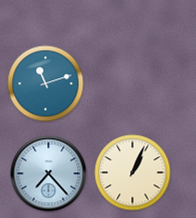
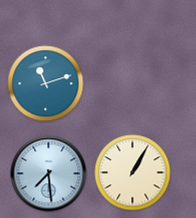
clock at (133, 173): 1:04 -> 1:05
clock at (49, 174): 7:23 -> 7:29
